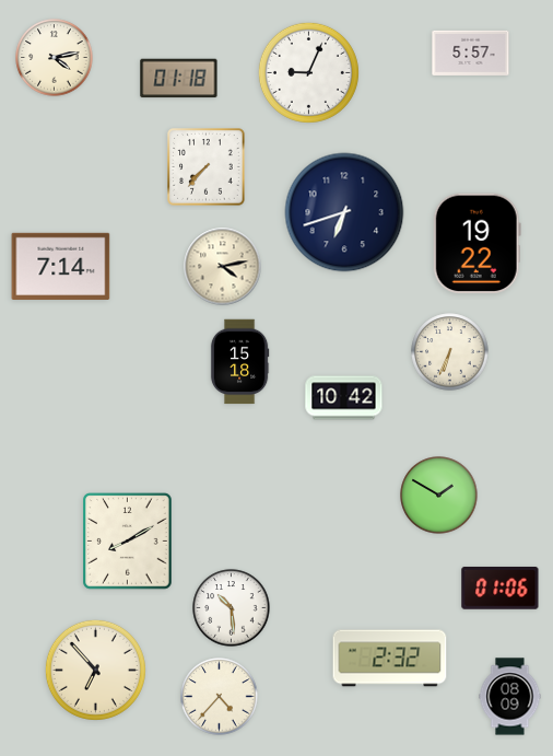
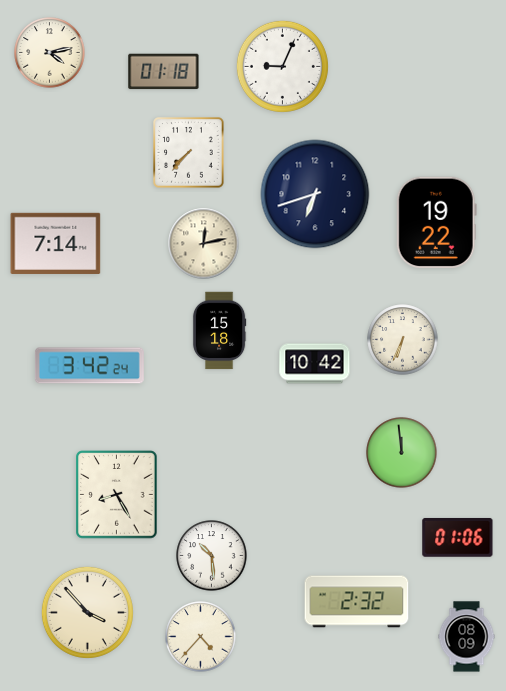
clock at (471, 53): 5:57 -> none
clock at (223, 267): 4:13 -> 12:13
clock at (450, 352) position: (450, 352) -> (403, 340)
clock at (89, 366): none -> 3:42
clock at (439, 496): 1:50 -> 11:59
clock at (128, 542): 8:10 -> 8:25
clock at (95, 670): 6:53 -> 3:53
